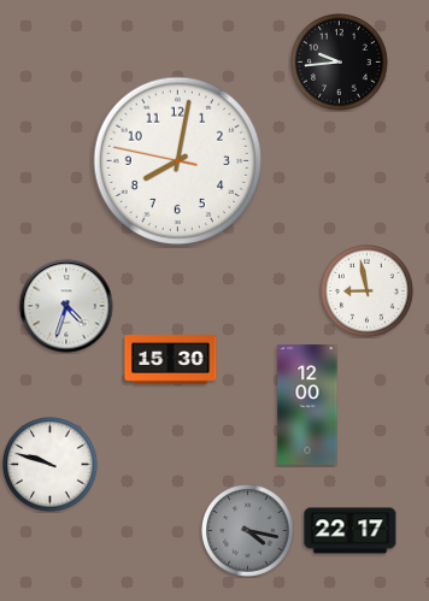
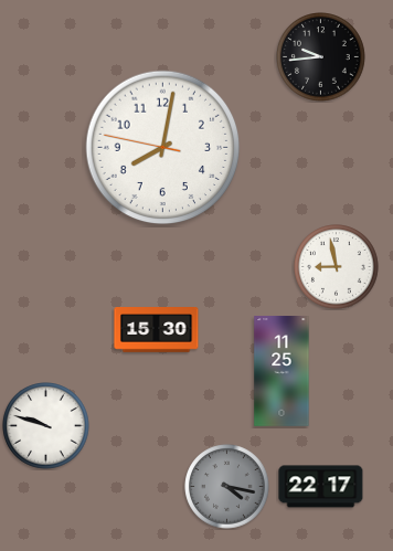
clock at (340, 63) position: (340, 63) -> (321, 57)
clock at (66, 306): 4:33 -> none
clock at (307, 405): 12:00 -> 11:25
